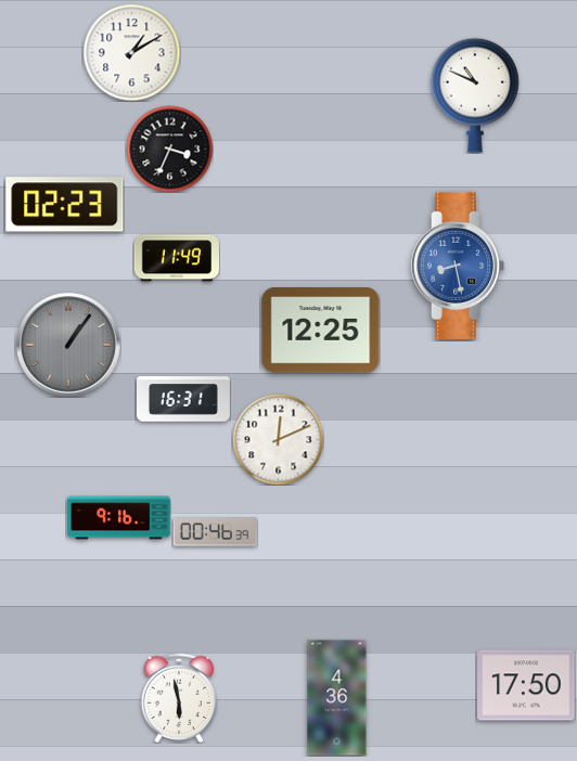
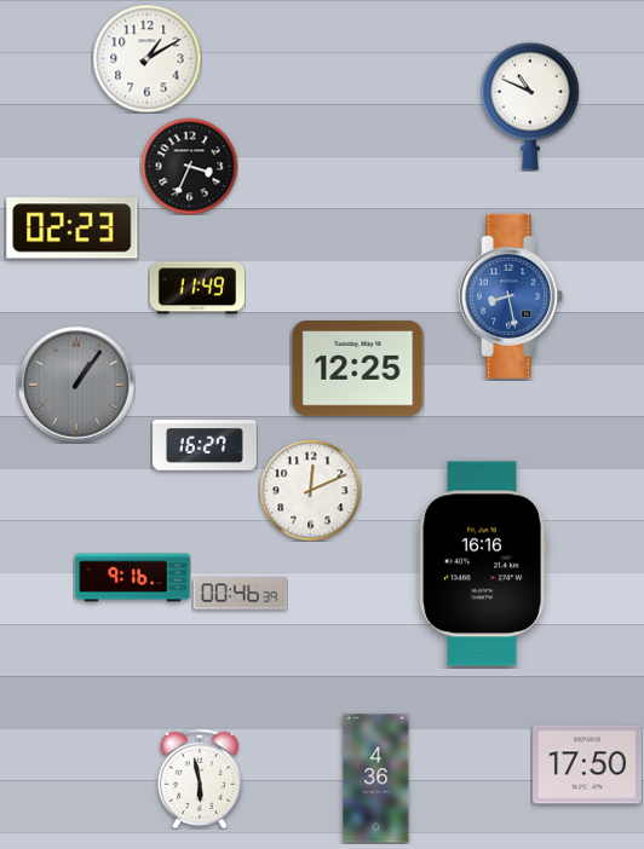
clock at (184, 399): 16:31 -> 16:27
clock at (483, 564): none -> 16:16
